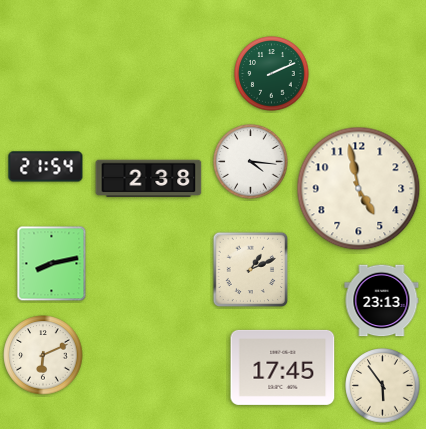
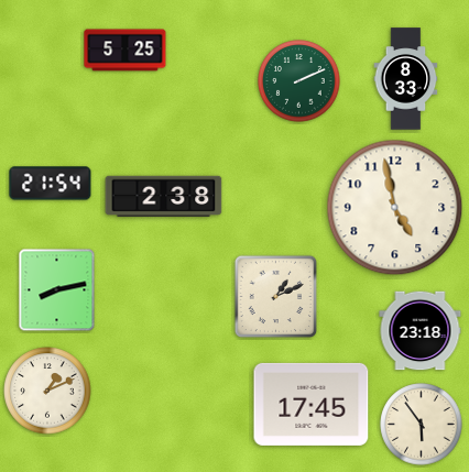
clock at (126, 51): none -> 5:25
clock at (406, 79): none -> 8:33
clock at (251, 162): 4:16 -> none
clock at (382, 301): 23:13 -> 23:18
clock at (43, 355): 6:11 -> 1:11
